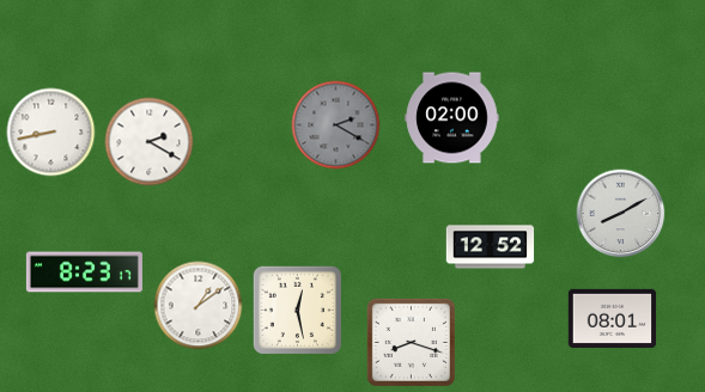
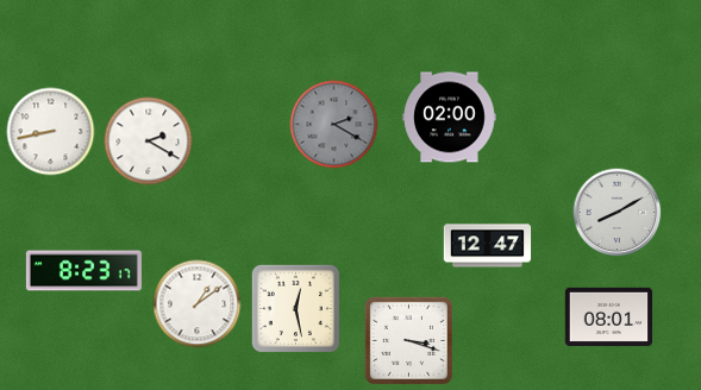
clock at (491, 247): 12:52 -> 12:47
clock at (411, 342): 8:18 -> 3:18
